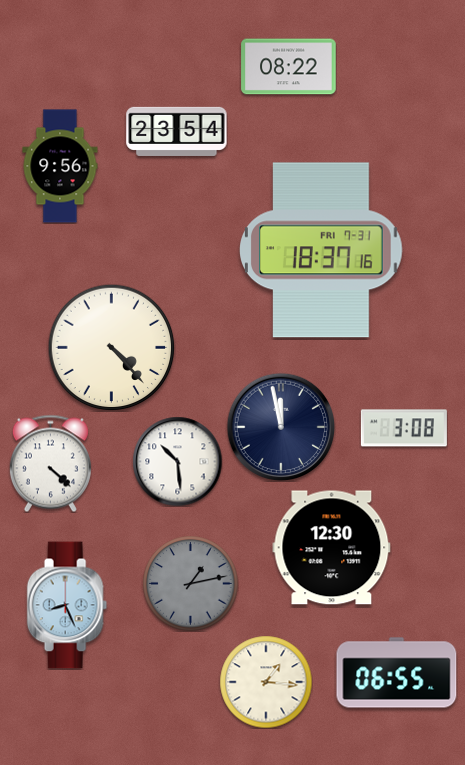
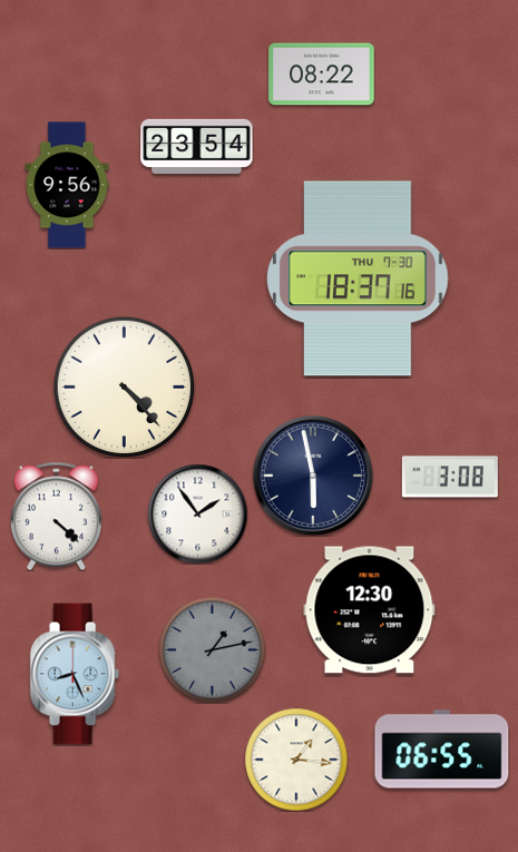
clock at (322, 250) date: FRI 7-31 -> THU 7-30
clock at (281, 427): 11:58 -> 5:58
clock at (177, 461): 10:29 -> 1:54
